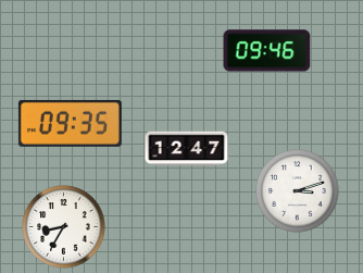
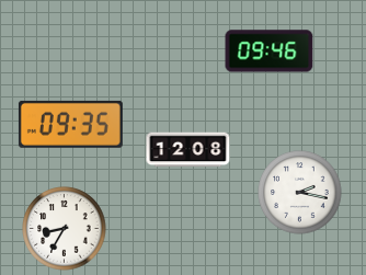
clock at (187, 149): 12:47 -> 12:08
clock at (298, 191): 3:12 -> 2:17
